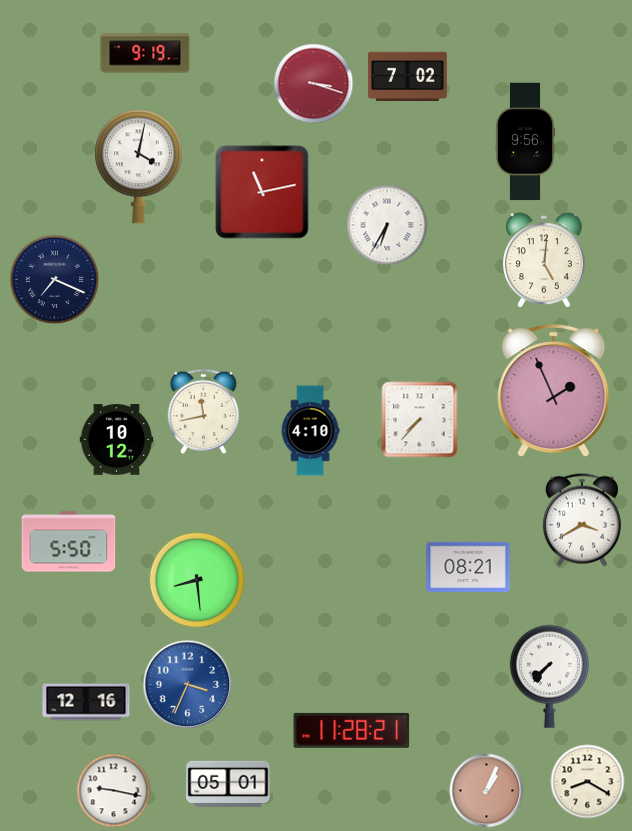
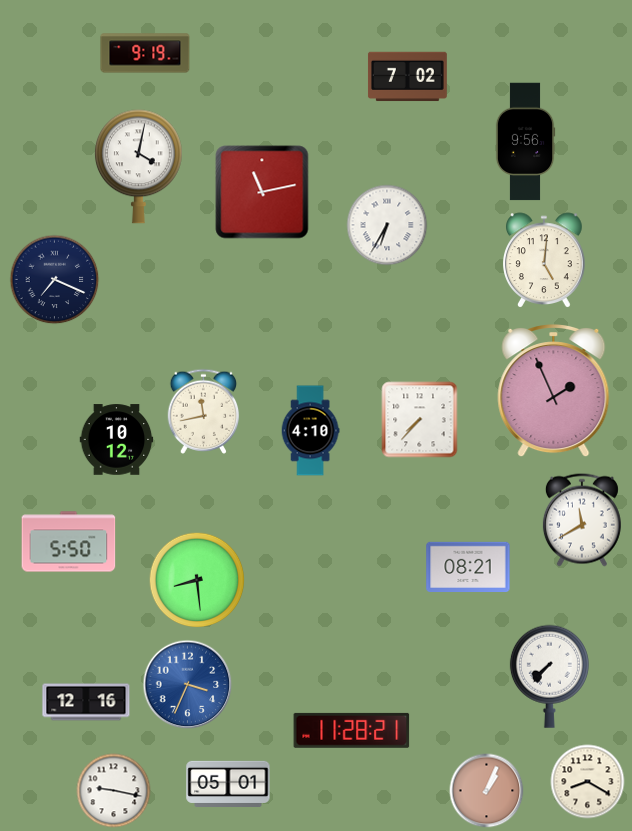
clock at (314, 84): 3:18 -> none
clock at (582, 520): 3:40 -> 11:40
